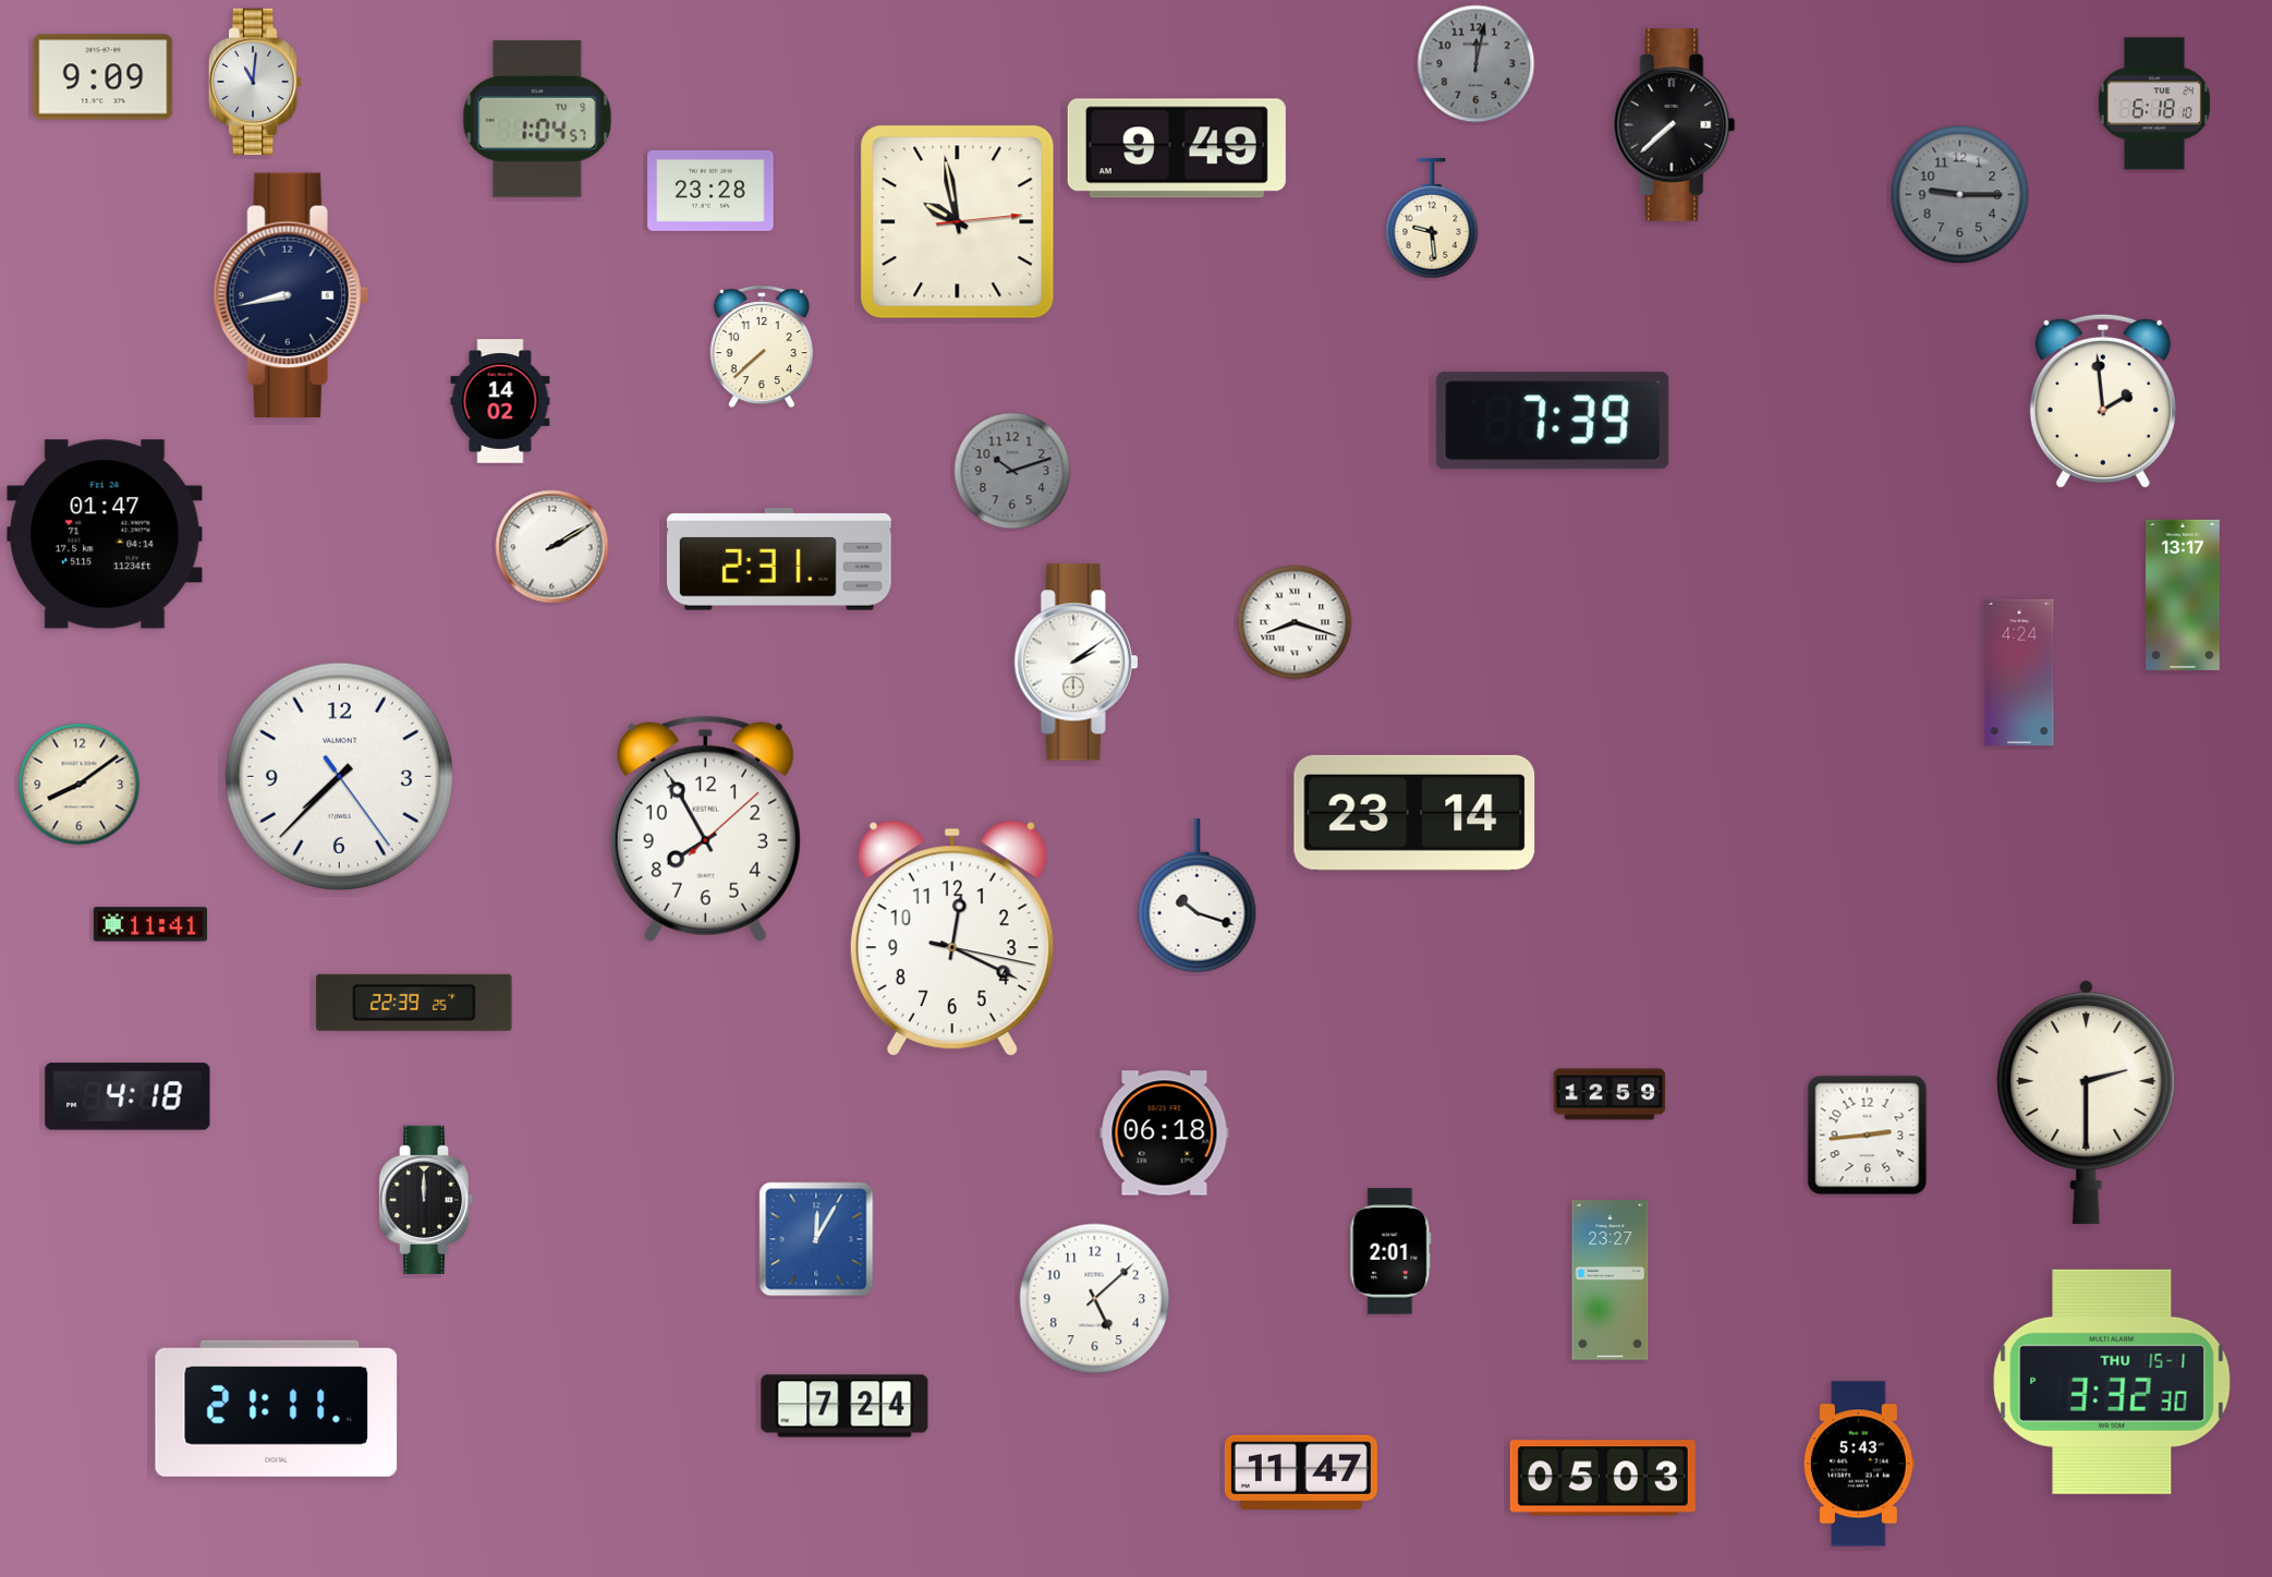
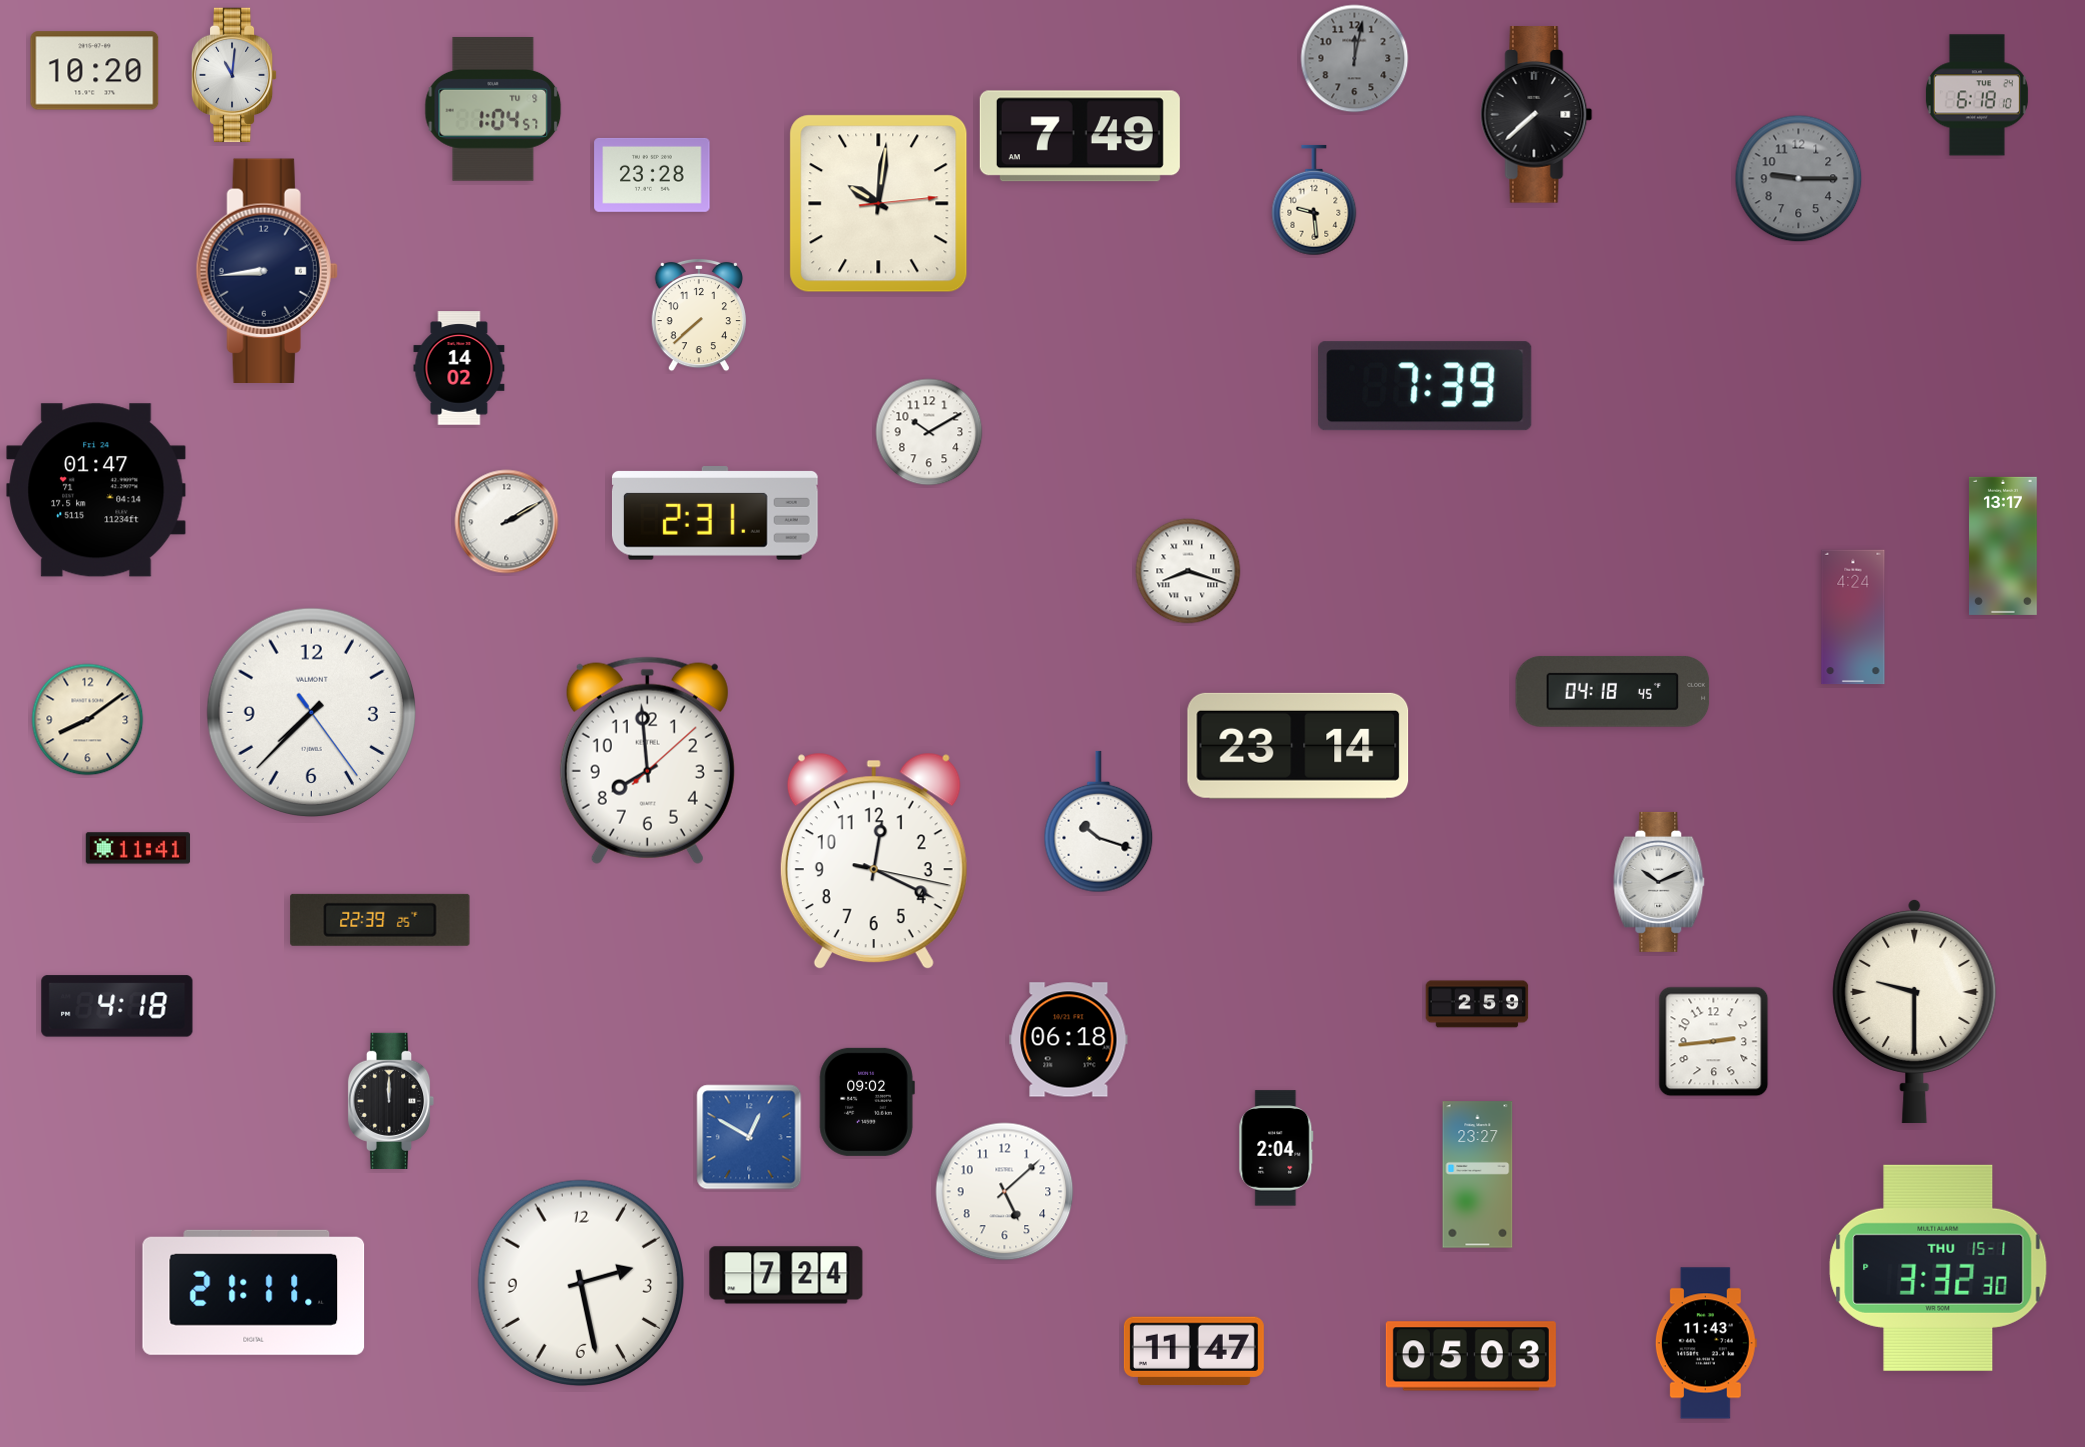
clock at (104, 77): 9:09 -> 10:20
clock at (1177, 148): 9:49 -> 7:49
clock at (958, 222): 9:58 -> 10:01
clock at (291, 295): 8:43 -> 8:44
clock at (762, 347) position: (762, 347) -> (699, 315)
clock at (2103, 401): 1:59 -> none
clock at (1012, 471): 10:12 -> 10:10
clock at (1012, 471) dial: grey -> white
clock at (552, 547) position: (552, 547) -> (507, 522)
clock at (1076, 663): 2:09 -> none
clock at (1613, 691): none -> 04:18
clock at (80, 785) position: (80, 785) -> (88, 720)
clock at (705, 828): 7:55 -> 7:59
clock at (1659, 882): none -> 10:11
clock at (1609, 1094): 12:59 -> 2:59
clock at (2087, 1102): 2:30 -> 9:30
clock at (867, 1102): none -> 09:02
clock at (816, 1239): 12:05 -> 12:50
clock at (1390, 1251): 2:01 -> 2:04
clock at (581, 1283): none -> 2:28
clock at (845, 1406) position: (845, 1406) -> (786, 1275)
clock at (1859, 1464): 5:43 -> 11:43
